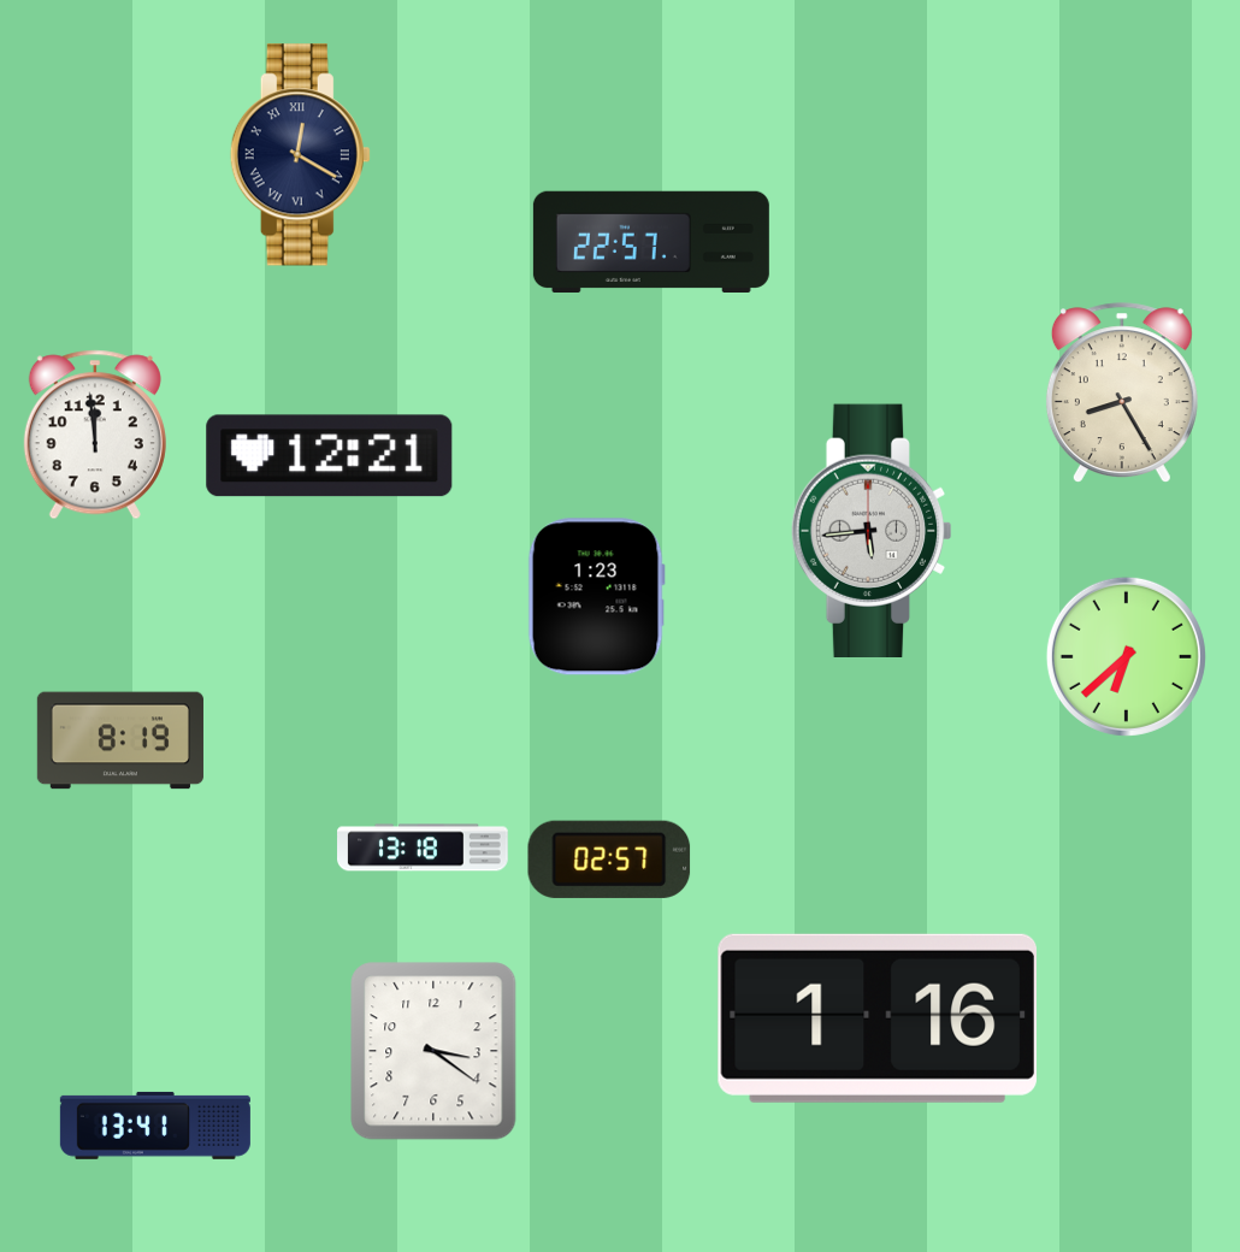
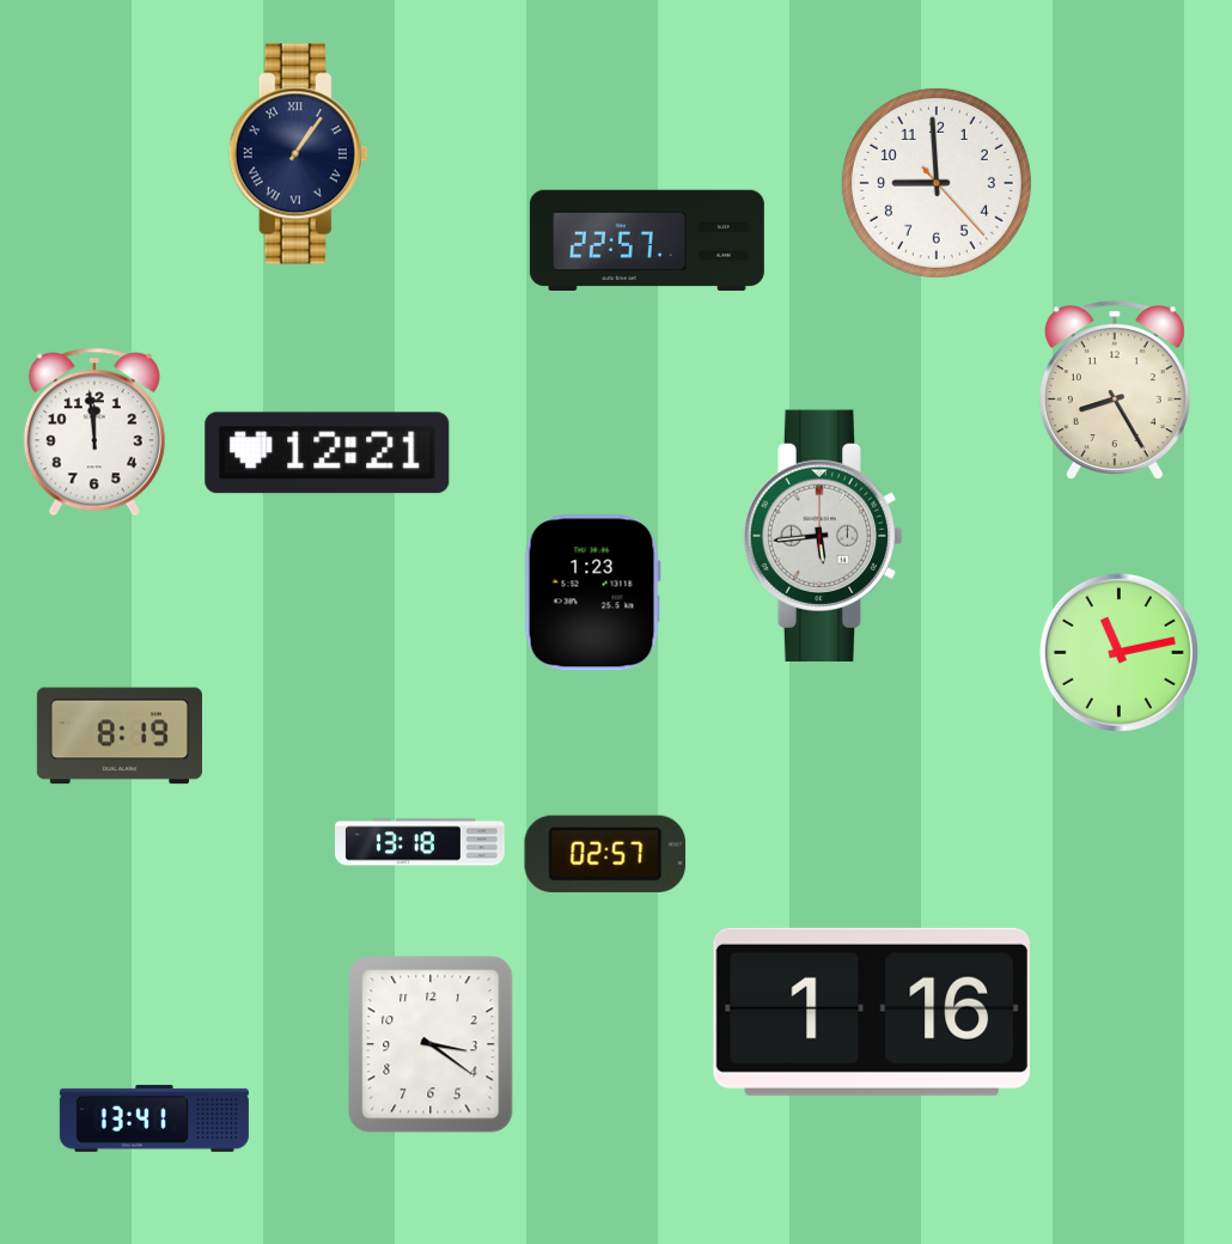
clock at (300, 155): 12:20 -> 1:06
clock at (937, 183): none -> 8:59
clock at (872, 530) position: (872, 530) -> (823, 535)
clock at (1126, 656): 6:38 -> 11:13
